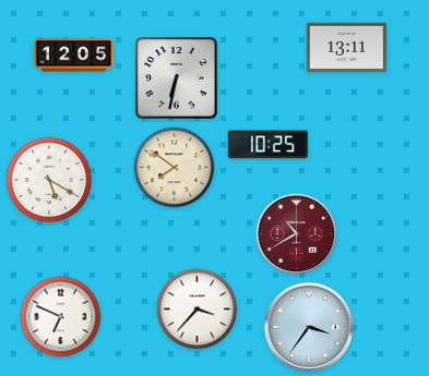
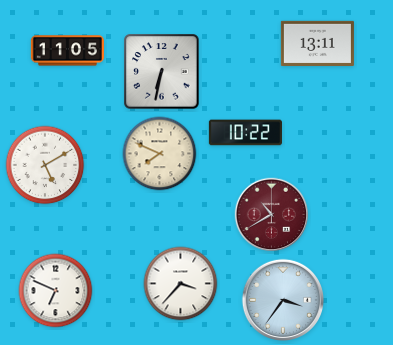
clock at (73, 56): 12:05 -> 11:05
clock at (267, 145): 10:25 -> 10:22
clock at (175, 168): 7:51 -> 7:49
clock at (49, 180): 5:20 -> 5:10
